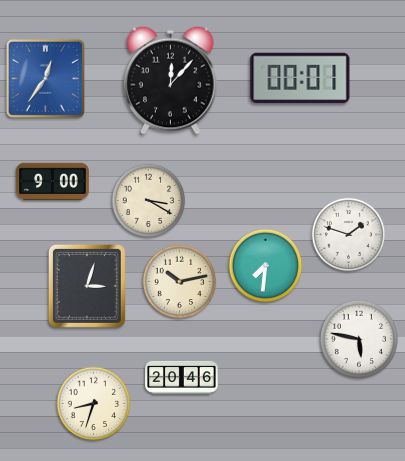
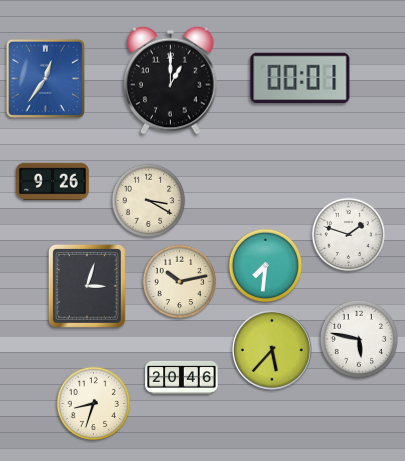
clock at (171, 80): 12:07 -> 1:00
clock at (53, 182): 9:00 -> 9:26
clock at (273, 351): none -> 5:37
